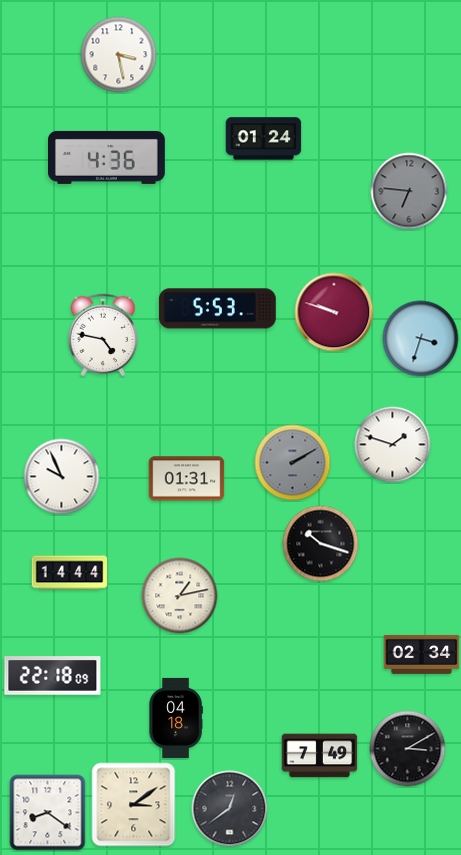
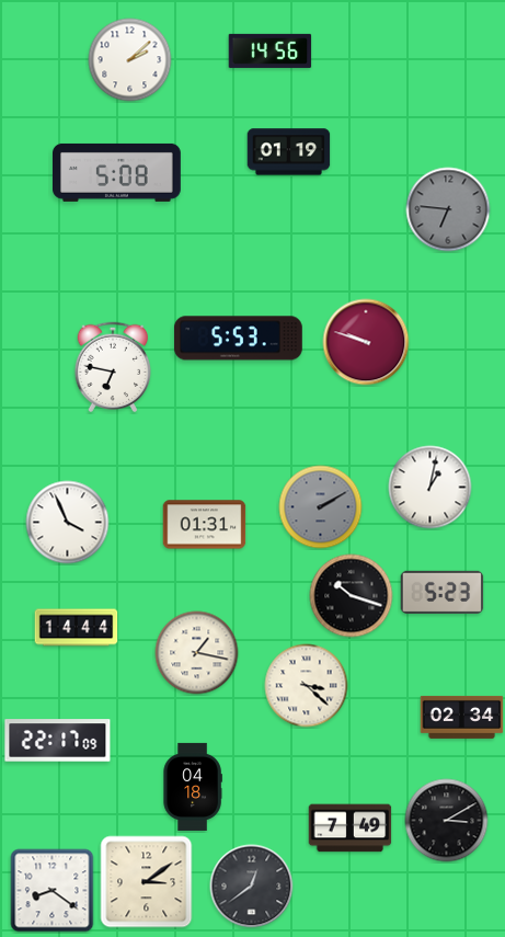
clock at (271, 50): none -> 14:56
clock at (119, 55): 3:28 -> 2:08
clock at (264, 139): 01:24 -> 01:19
clock at (107, 157): 4:36 -> 5:08
clock at (103, 335): 4:47 -> 6:47
clock at (421, 339): 3:33 -> none
clock at (393, 445): 1:48 -> 1:02
clock at (62, 477): 9:56 -> 3:56
clock at (443, 592): none -> 5:23
clock at (180, 596): 1:13 -> 1:17
clock at (307, 686): none -> 3:22
clock at (53, 676): 22:18 -> 22:17
